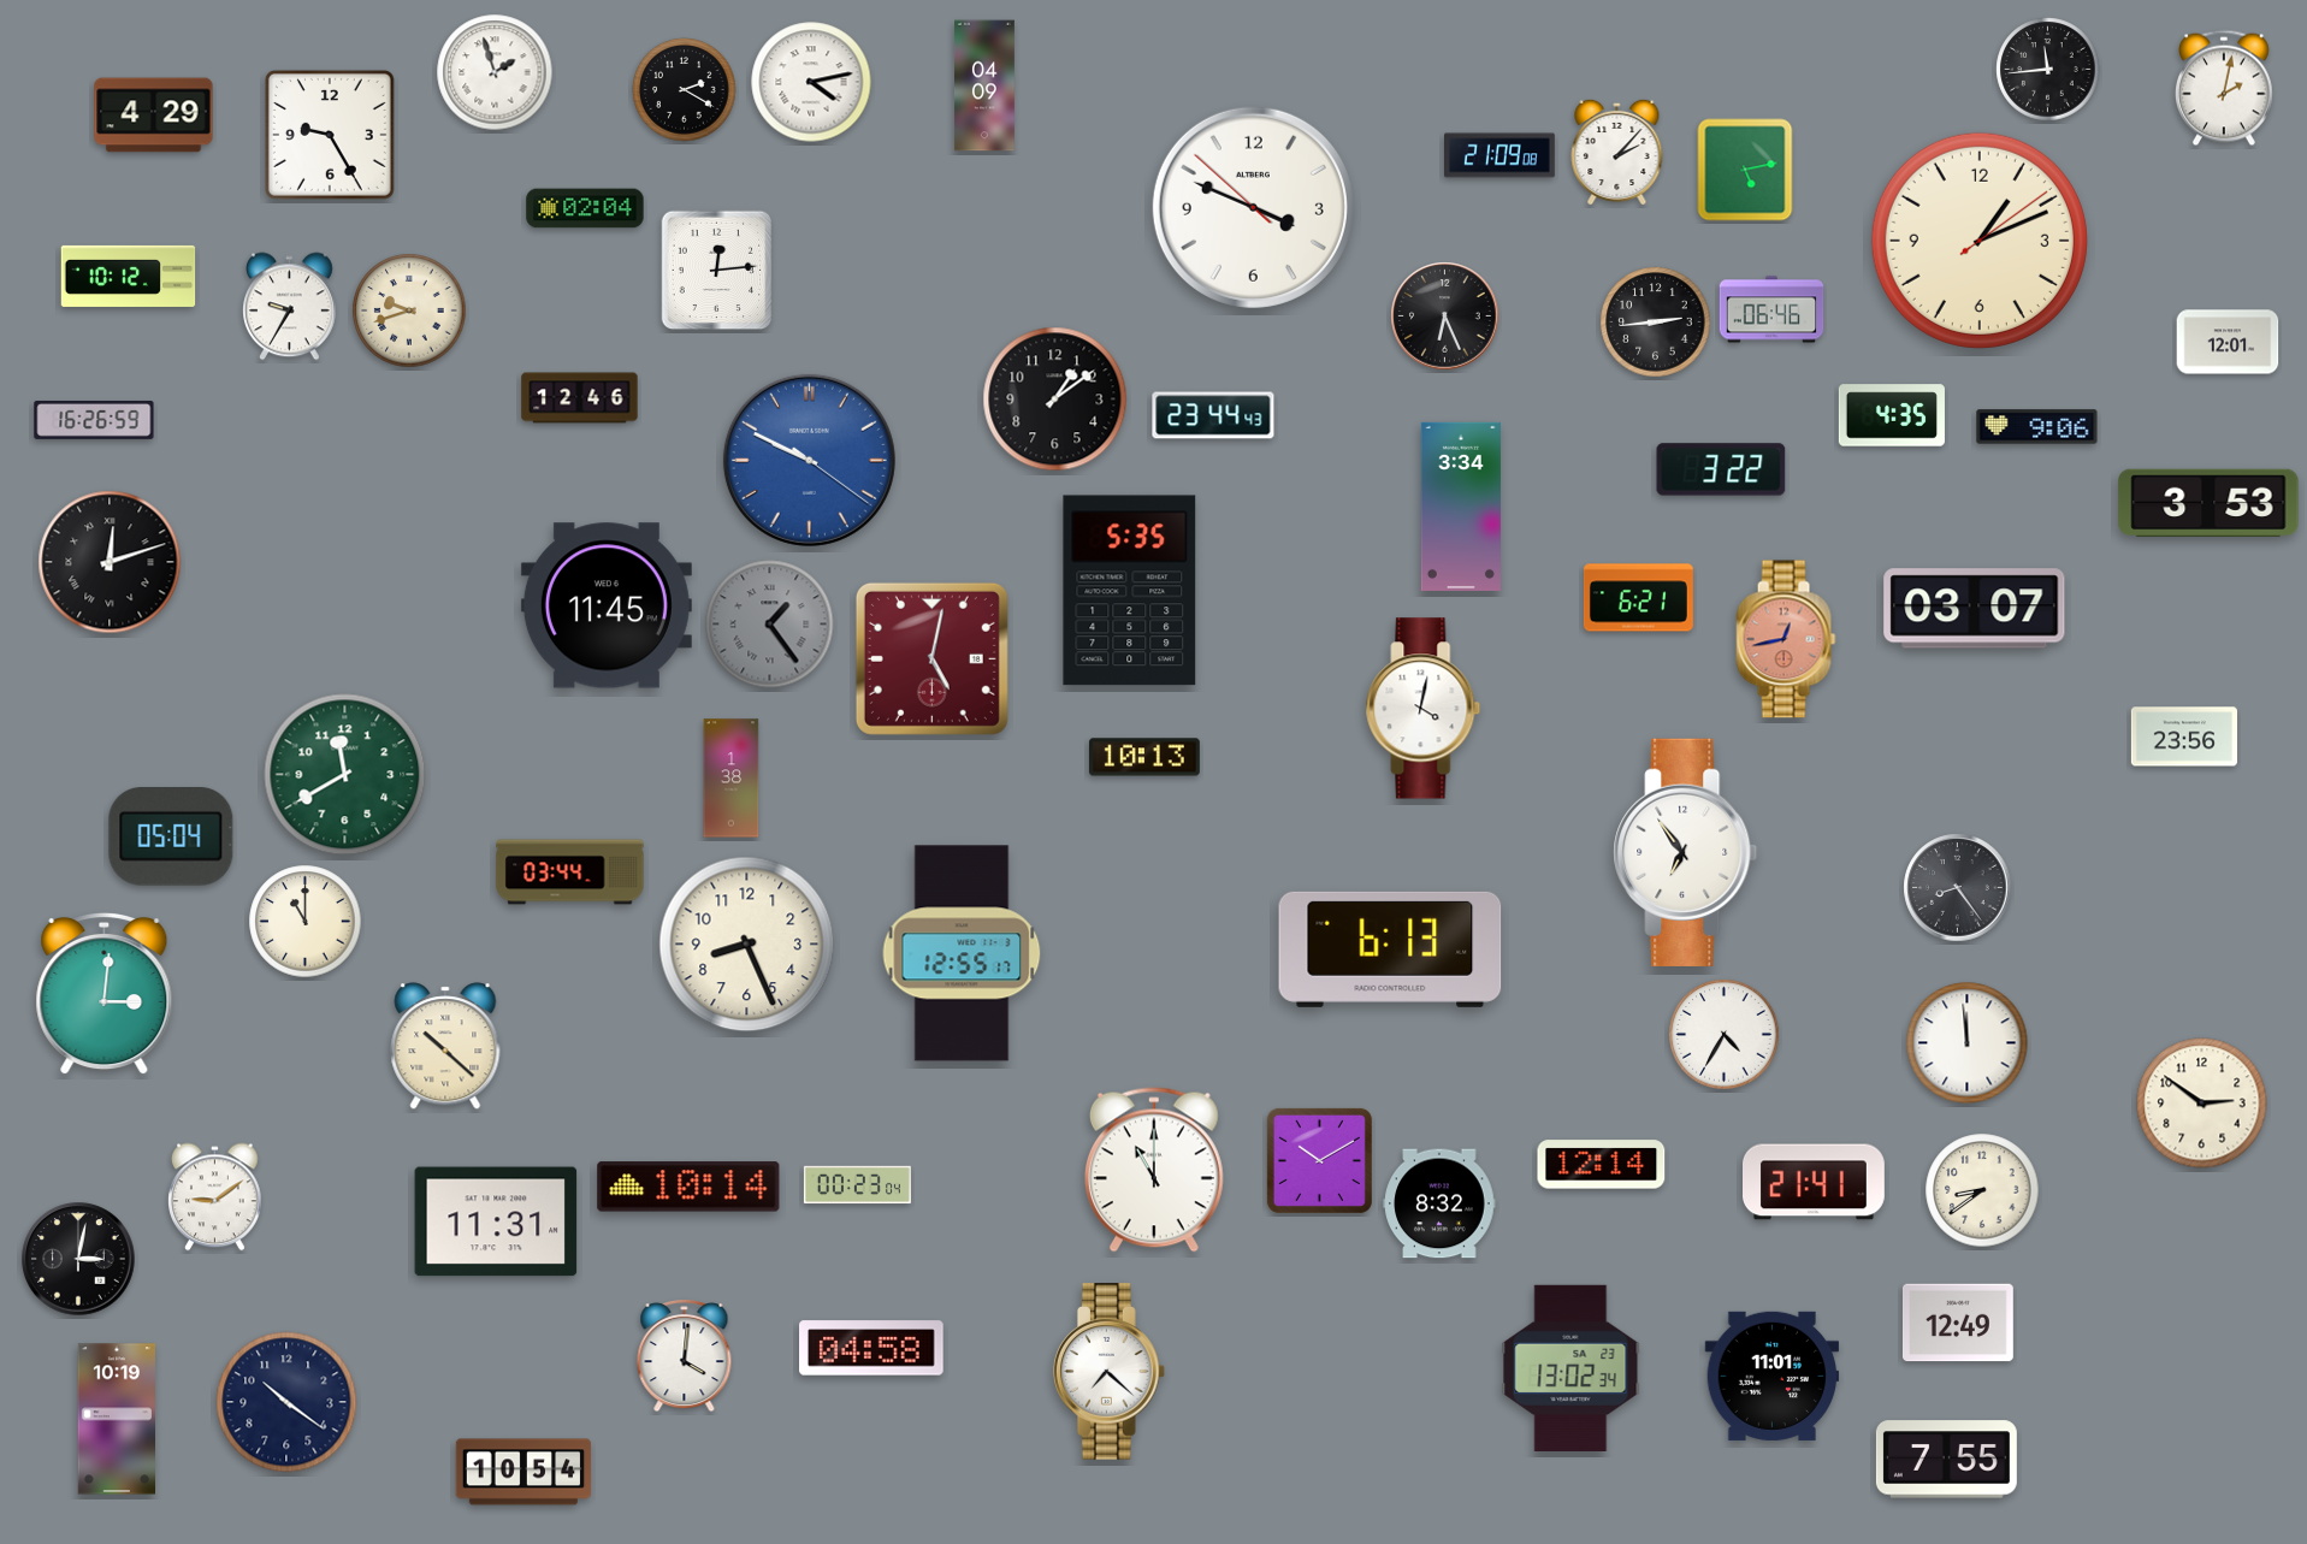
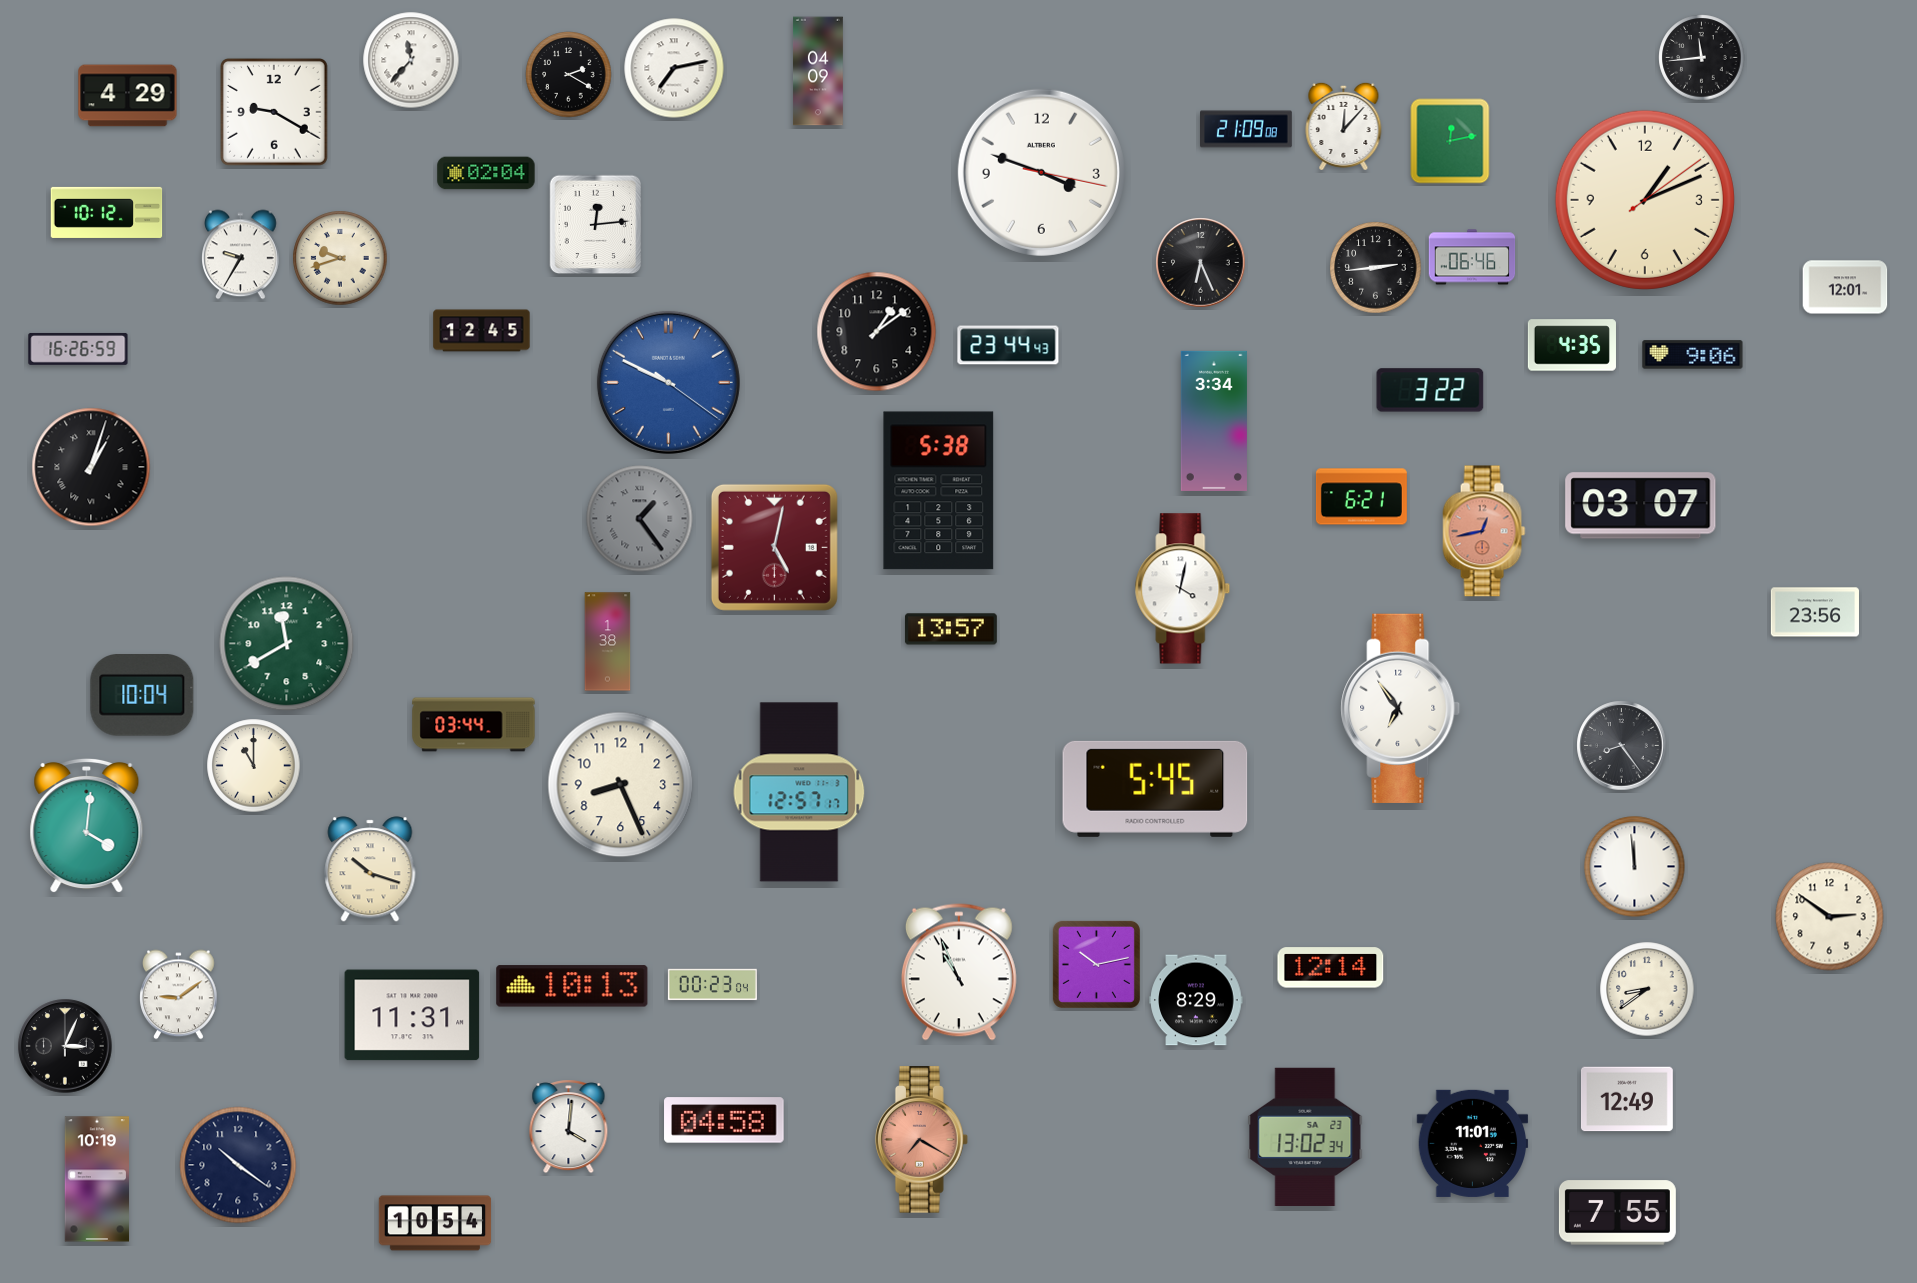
clock at (495, 72): 1:57 -> 11:37
clock at (811, 82): 4:13 -> 7:13
clock at (2224, 88): 2:02 -> none
clock at (330, 135): 9:25 -> 9:20
clock at (1617, 150): 2:07 -> 12:07
clock at (1745, 170): 5:13 -> 12:13
clock at (1253, 207): 3:48:52 -> 3:48:17
clock at (129, 276) position: (129, 276) -> (107, 212)
clock at (2228, 342) position: (2228, 342) -> (1845, 287)
clock at (580, 398): 12:46 -> 12:45
clock at (809, 460) position: (809, 460) -> (668, 382)
clock at (2208, 503): 3:53 -> none
clock at (110, 562): 12:12 -> 1:03
clock at (1130, 591): 5:35 -> 5:38
clock at (607, 605): 11:45 -> none
clock at (1144, 757): 10:13 -> 13:57
clock at (732, 779) position: (732, 779) -> (608, 642)
clock at (171, 836): 05:04 -> 10:04
clock at (1958, 888) position: (1958, 888) -> (1622, 746)
clock at (1390, 950): 6:13 -> 5:45
clock at (962, 953): 12:55 -> 12:57
clock at (105, 994): 3:01 -> 4:01
clock at (1725, 1035): 4:35 -> none
clock at (445, 1046): 10:22 -> 10:18
clock at (1319, 1160): 10:10 -> 10:13
clock at (1154, 1170): 11:00 -> 10:56
clock at (1815, 1182): 21:41 -> none
clock at (688, 1187): 10:14 -> 10:13
clock at (1439, 1203): 8:32 -> 8:29
clock at (78, 1259): 3:02 -> 3:04
clock at (1110, 1372): 7:22 -> 7:20
clock at (1110, 1372) dial: white -> salmon
